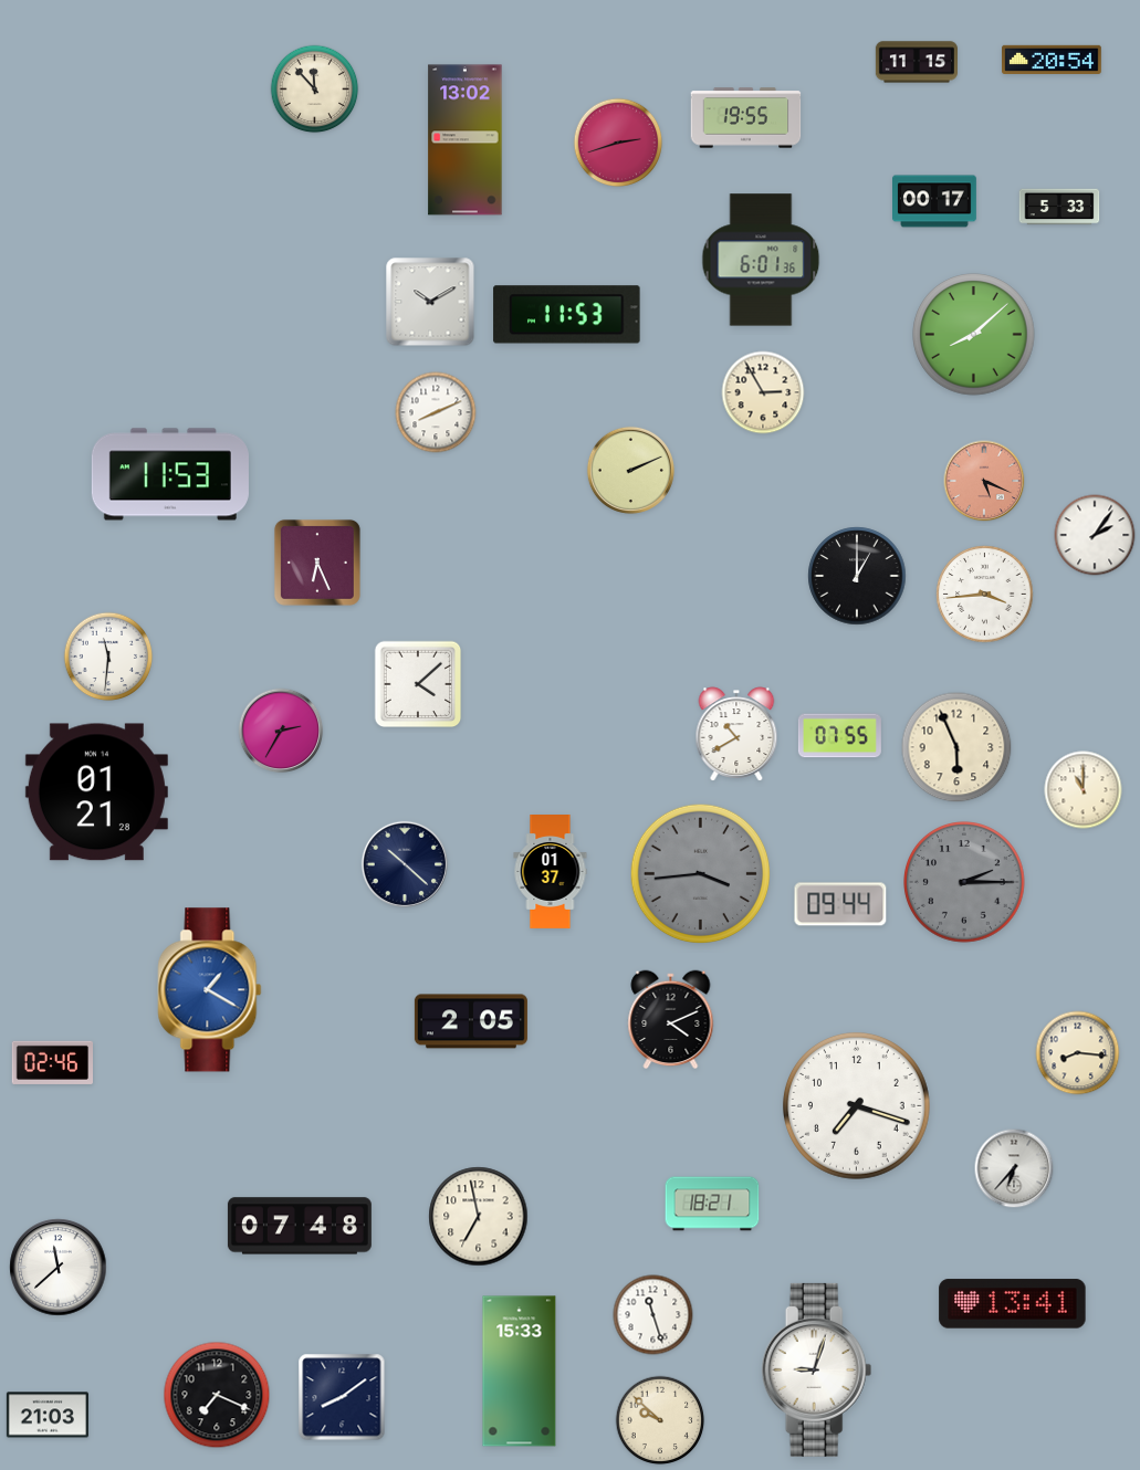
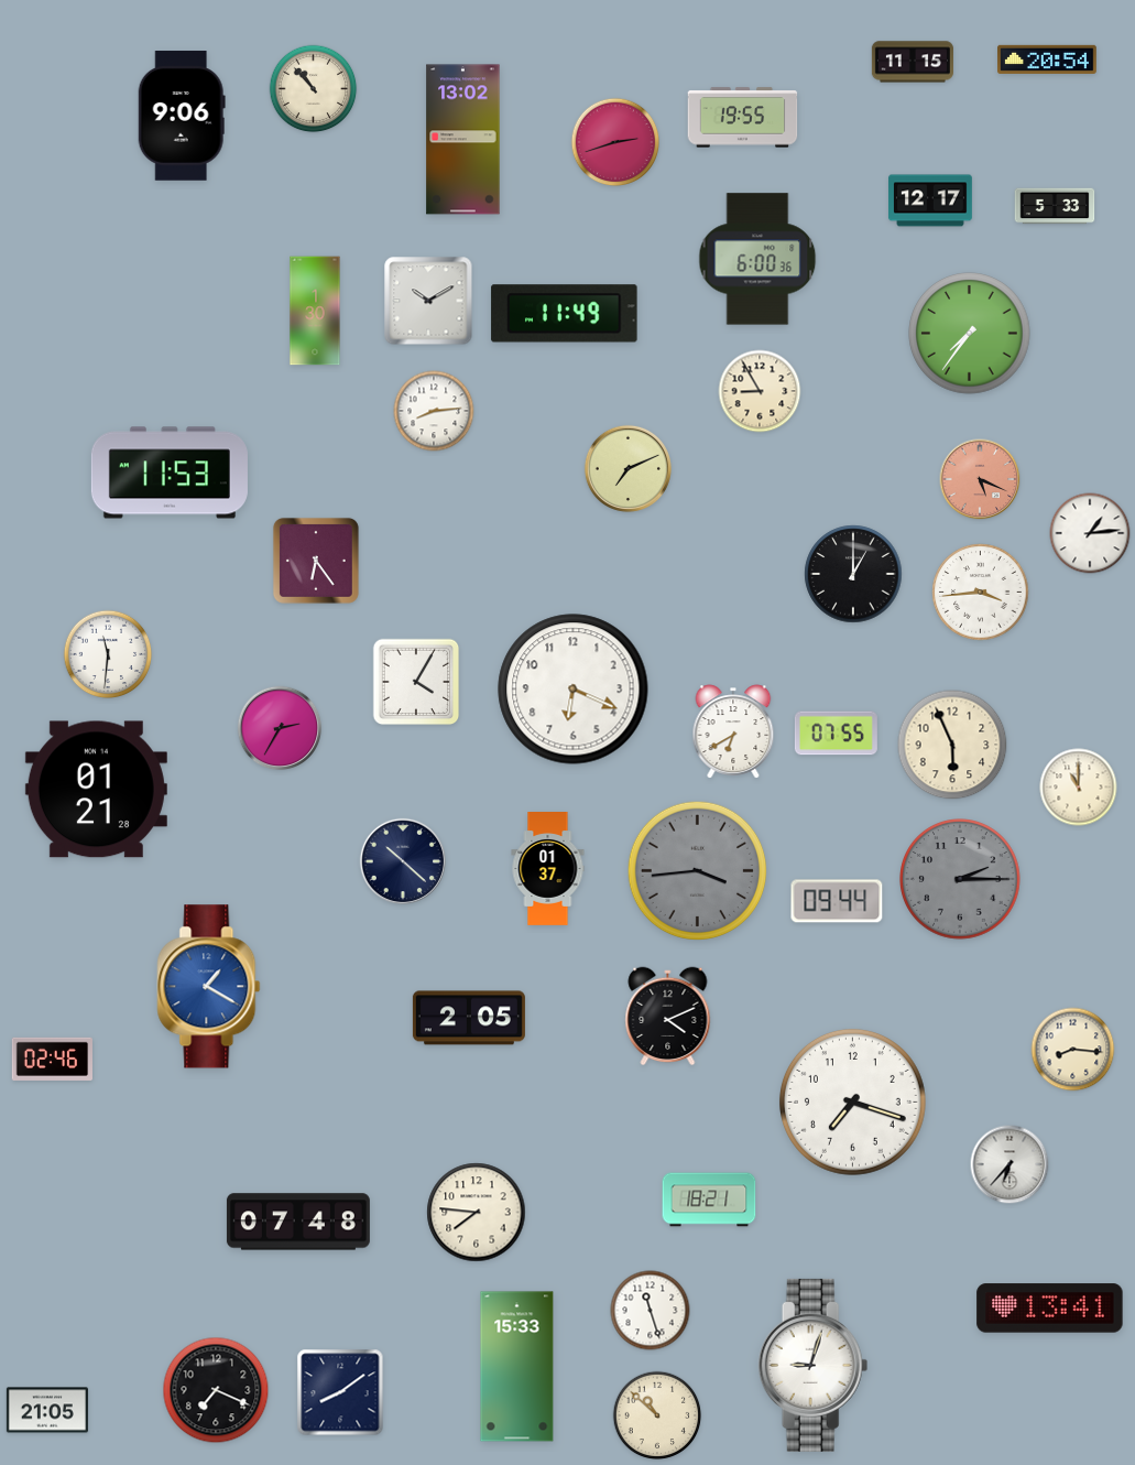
clock at (315, 90): 11:53 -> 10:53
clock at (182, 116): none -> 9:06
clock at (935, 201): 00:17 -> 12:17
clock at (761, 260): 6:01 -> 6:00
clock at (315, 311): none -> 1:30
clock at (567, 315): 11:53 -> 11:49
clock at (974, 335): 8:08 -> 7:36
clock at (763, 392): 2:55 -> 8:55
clock at (436, 412): 8:11 -> 8:14
clock at (630, 470): 2:11 -> 7:11
clock at (1095, 535): 2:06 -> 1:14
clock at (317, 563): 6:26 -> 6:24
clock at (418, 684): 4:08 -> 4:05
clock at (574, 690): none -> 6:19
clock at (736, 734): 10:40 -> 6:40
clock at (479, 1217): 6:58 -> 7:46
clock at (59, 1268): 11:38 -> none
clock at (1013, 1304) position: (1013, 1304) -> (1050, 1309)
clock at (48, 1415): 21:03 -> 21:05
clock at (660, 1420): 9:52 -> 10:52
